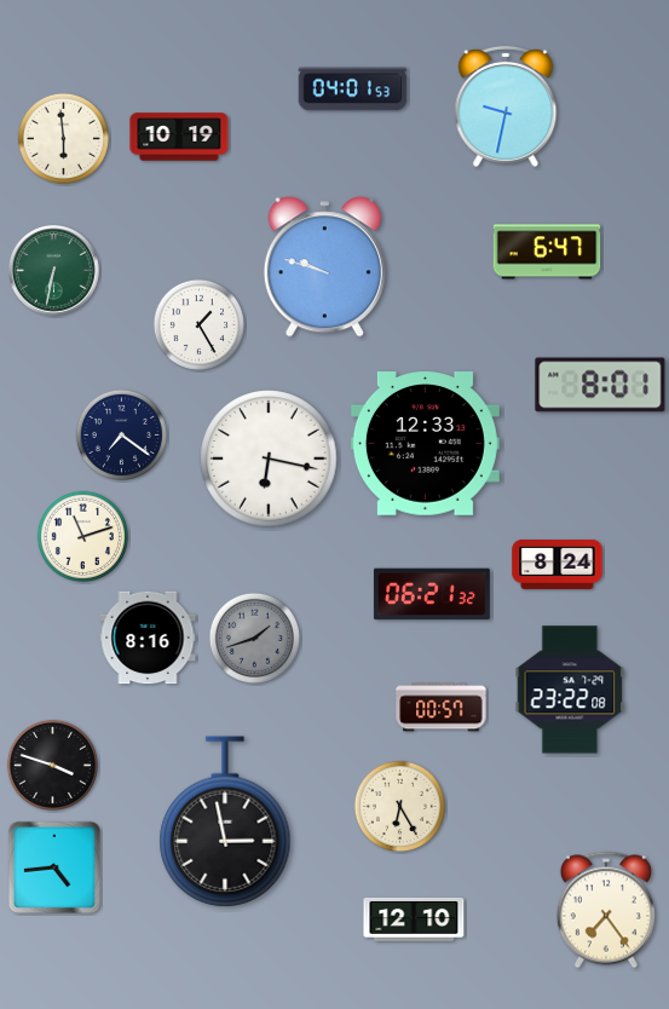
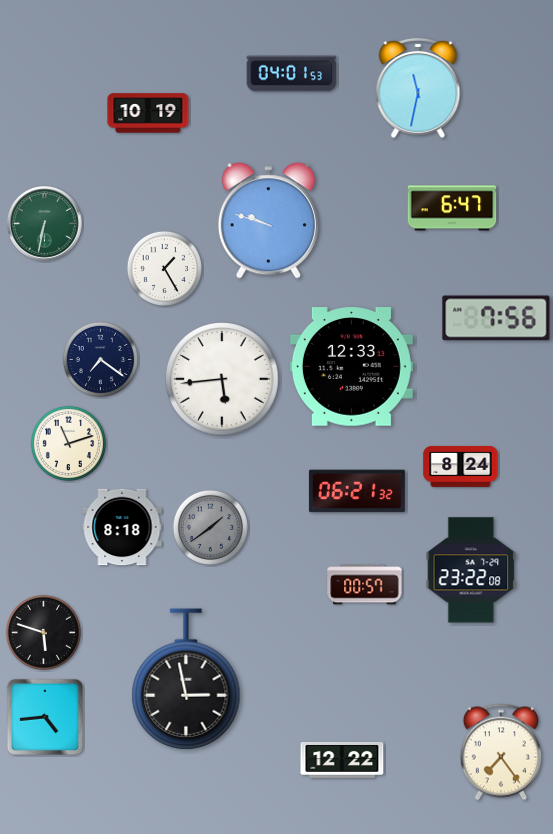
clock at (506, 106): 9:32 -> 11:32
clock at (63, 138): 5:59 -> none
clock at (600, 385): 8:01 -> 7:56
clock at (269, 459): 6:17 -> 5:44
clock at (148, 638): 8:16 -> 8:18
clock at (254, 638): 1:42 -> 1:39
clock at (52, 765): 3:48 -> 5:48
clock at (399, 806): 6:25 -> none
clock at (414, 919): 12:10 -> 12:22
